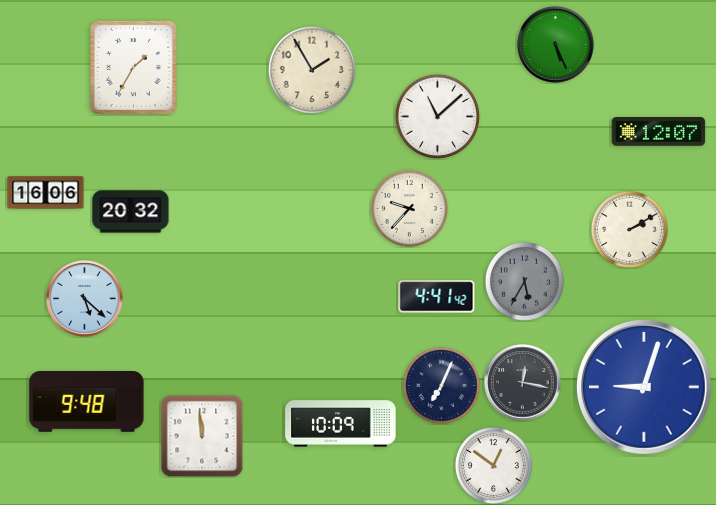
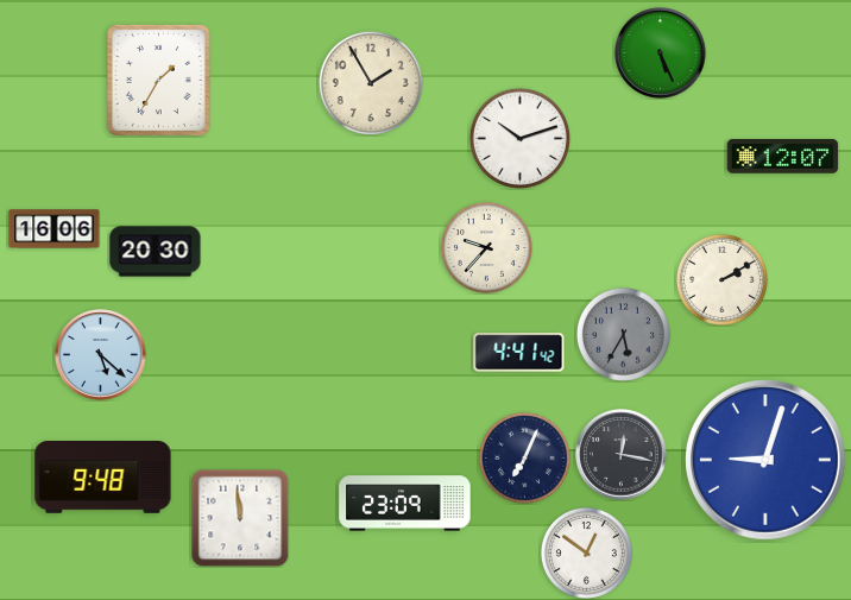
clock at (437, 116): 11:08 -> 10:12
clock at (131, 212): 20:32 -> 20:30
clock at (629, 229) position: (629, 229) -> (721, 279)
clock at (341, 424): 10:09 -> 23:09
